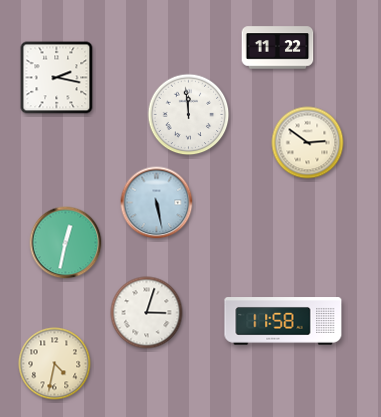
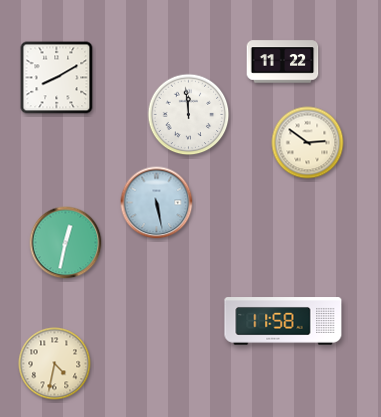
clock at (278, 48) position: (278, 48) -> (283, 62)
clock at (57, 78): 2:17 -> 8:10
clock at (147, 313): 3:03 -> none
